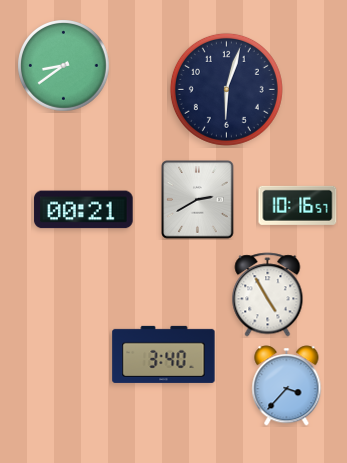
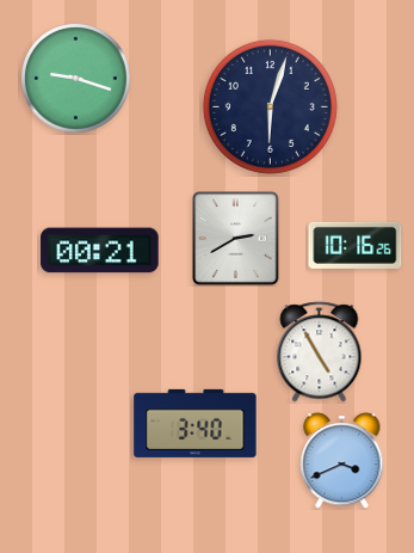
clock at (64, 66): 8:39 -> 9:18
clock at (298, 205): 10:16:57 -> 10:16:26
clock at (287, 386): 3:37 -> 3:41
